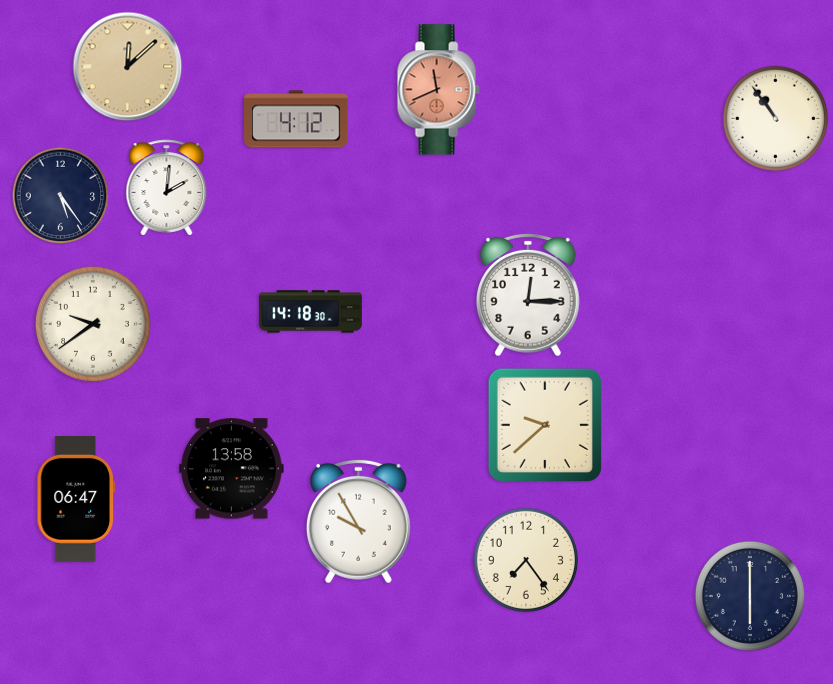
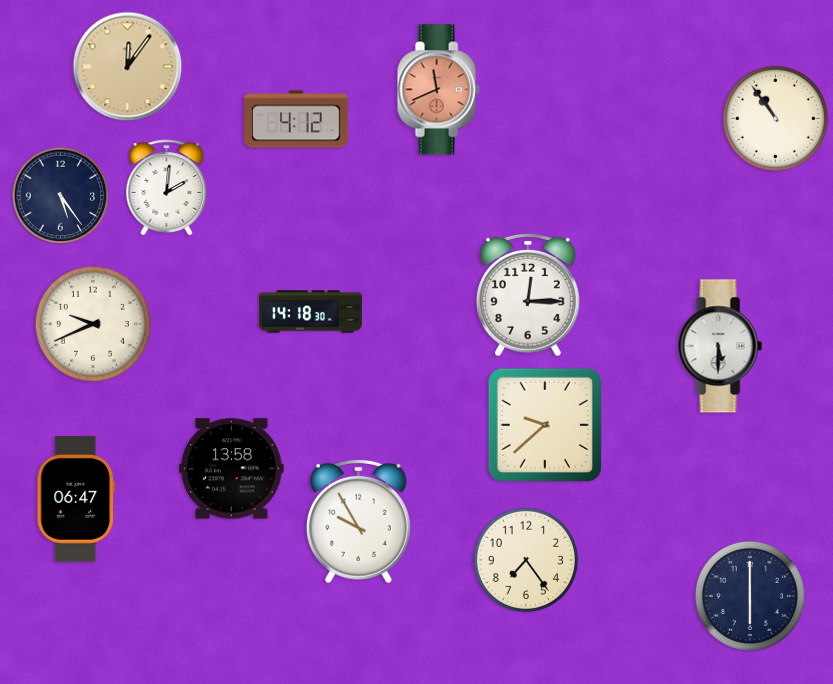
clock at (128, 67): 12:08 -> 12:06
clock at (93, 324): 9:39 -> 9:41
clock at (720, 346): none -> 5:30
